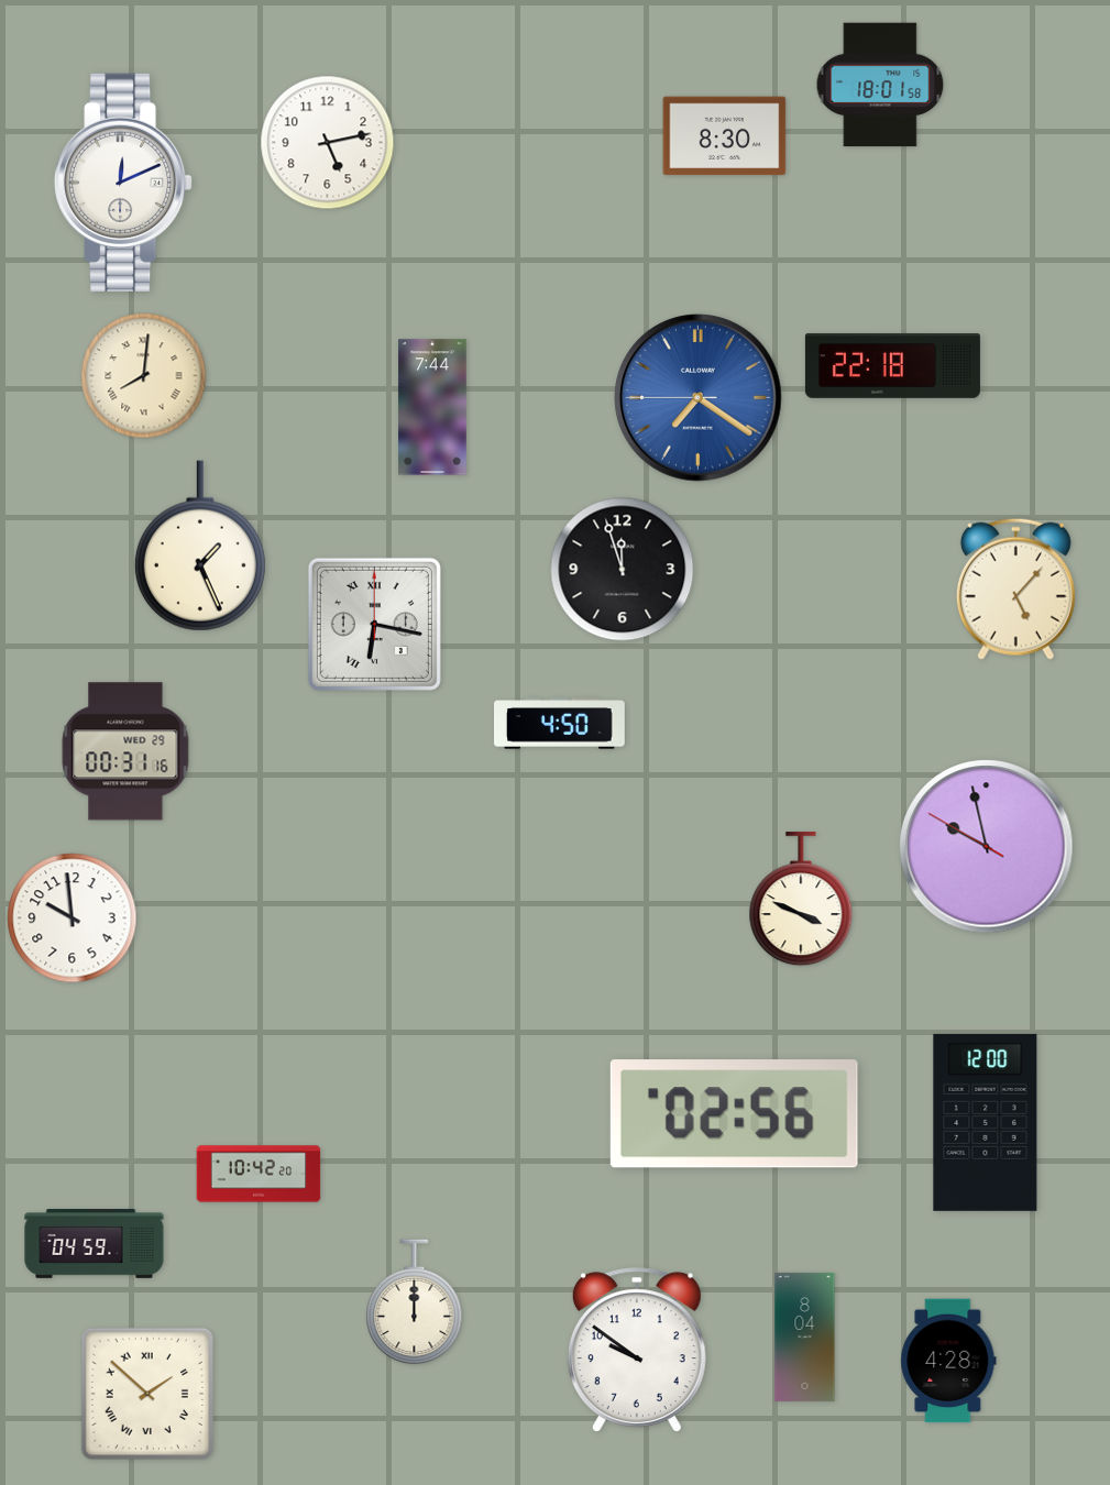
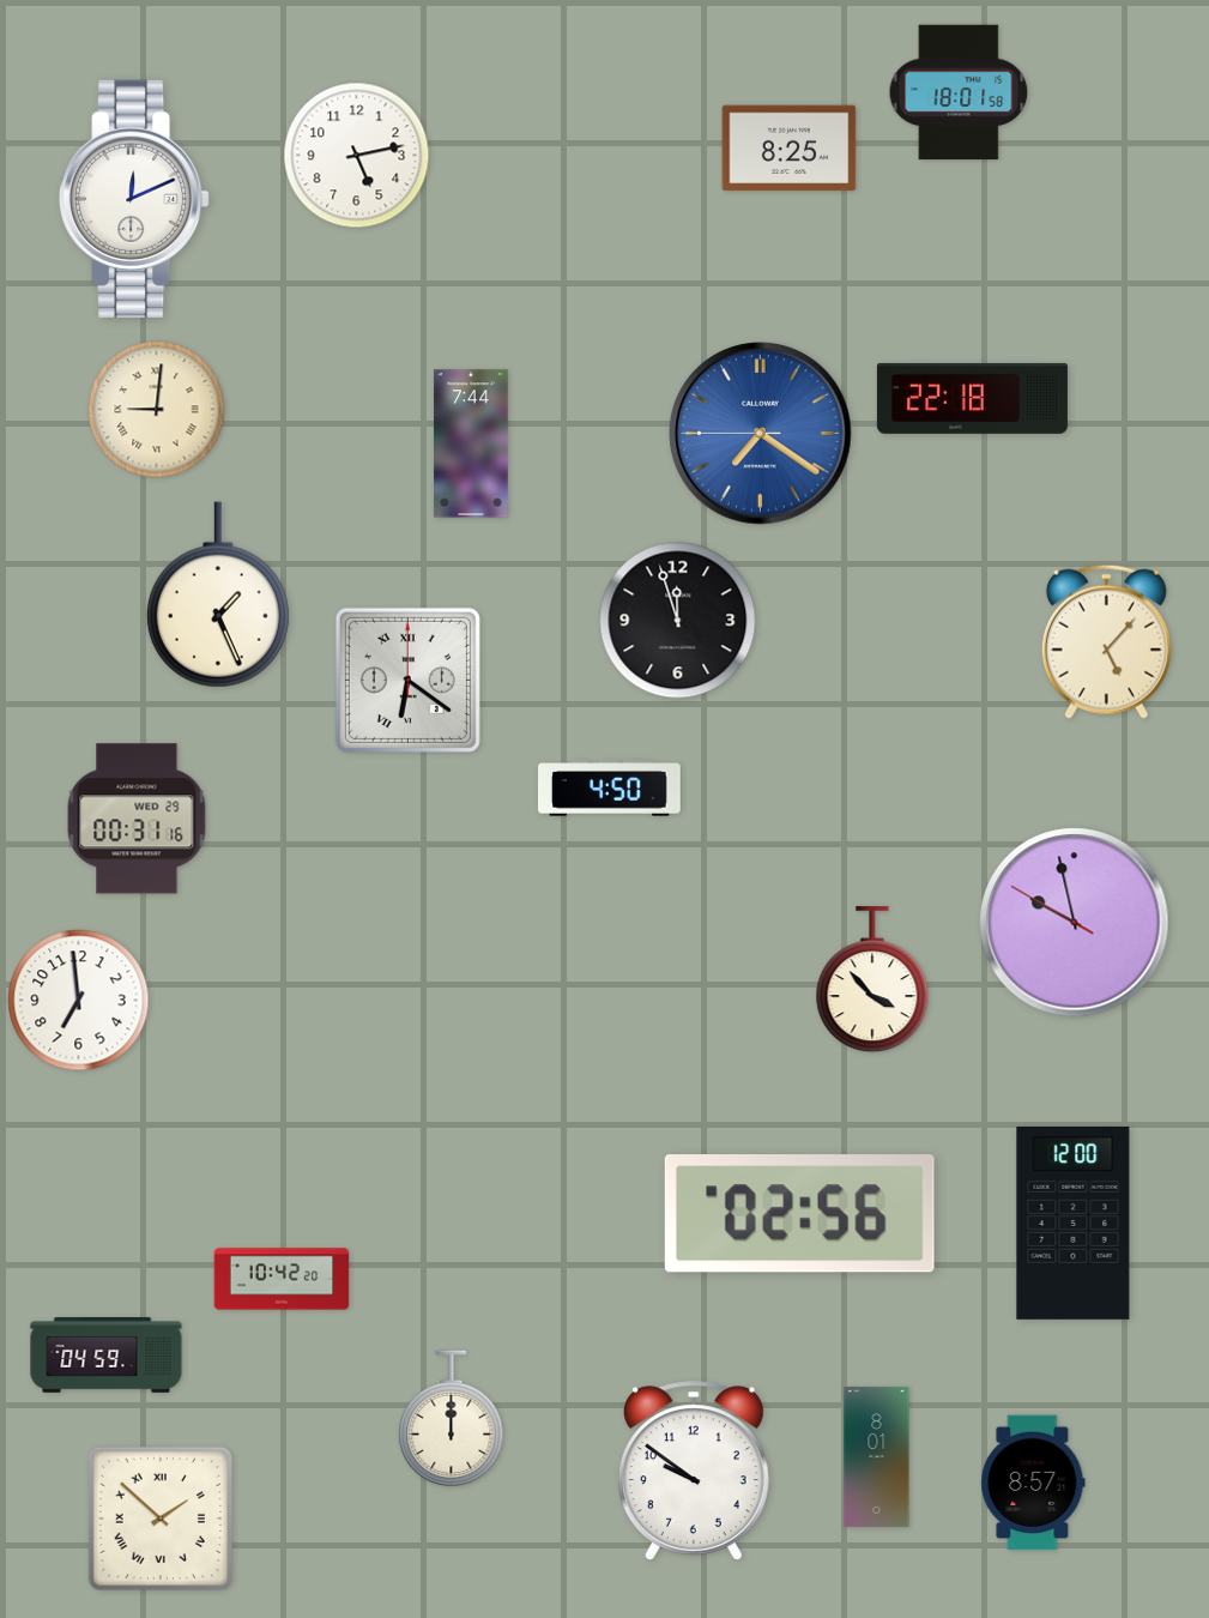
clock at (725, 136): 8:30 -> 8:25
clock at (144, 376): 8:01 -> 9:01
clock at (374, 624): 6:17 -> 6:21
clock at (801, 900): 3:49 -> 3:53
clock at (73, 919): 9:59 -> 6:59
clock at (95, 1244) position: (95, 1244) -> (107, 1356)
clock at (805, 1336): 8:04 -> 8:01
clock at (948, 1361): 4:28 -> 8:57
